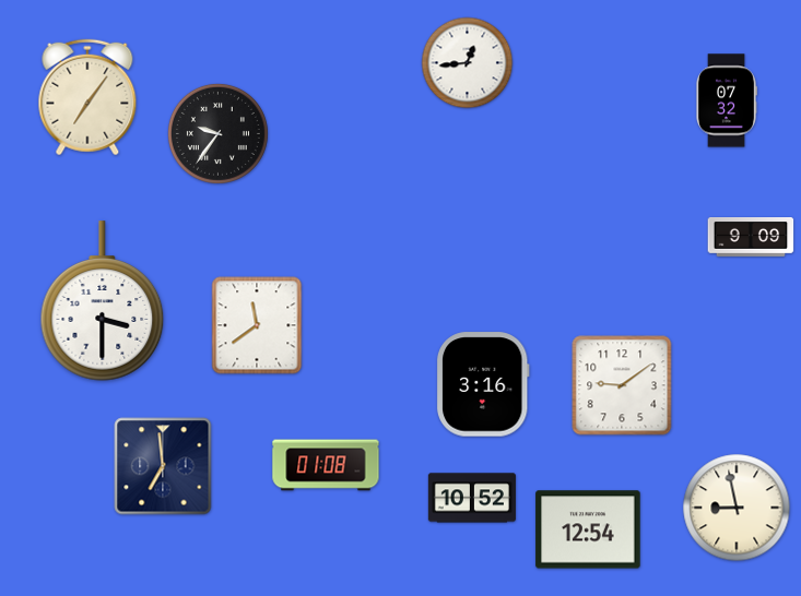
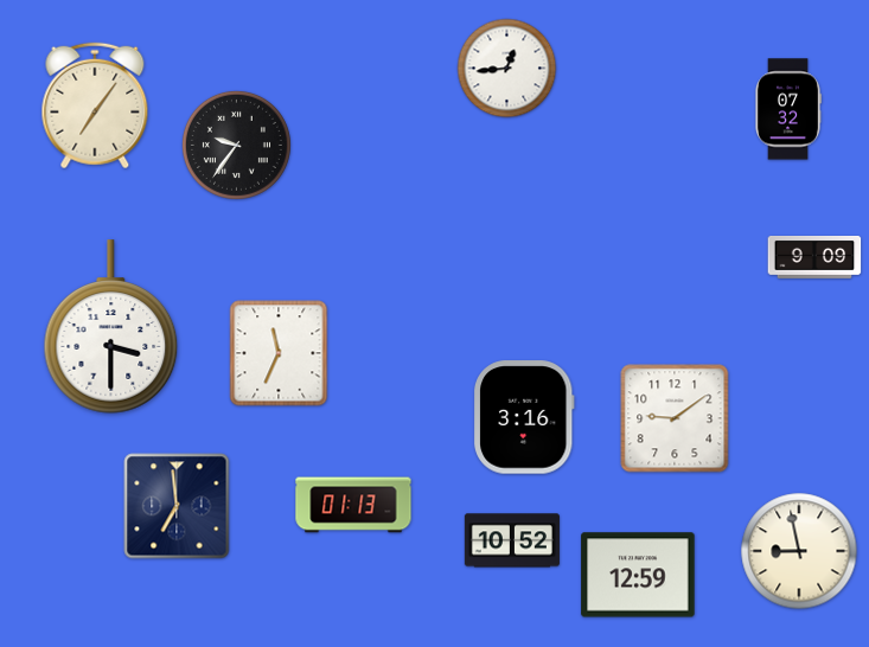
clock at (257, 325): 11:39 -> 11:34
clock at (326, 465): 01:08 -> 01:13
clock at (588, 529): 12:54 -> 12:59
